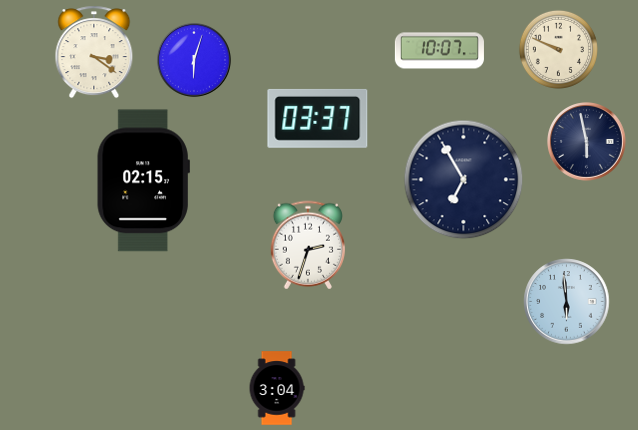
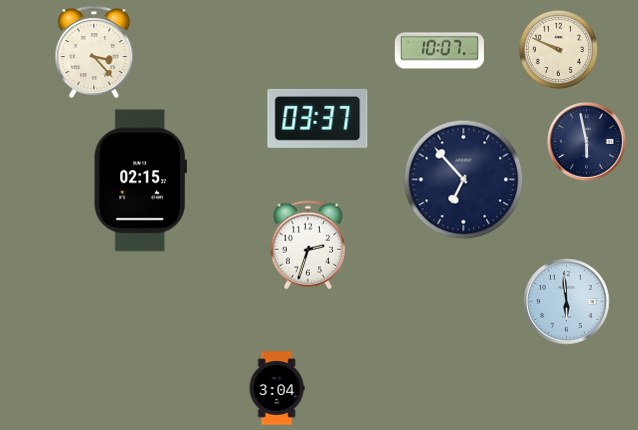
clock at (94, 52): 3:21 -> 3:23
clock at (195, 61): 6:03 -> none
clock at (464, 180): 6:55 -> 6:53
clock at (143, 181) position: (143, 181) -> (140, 181)
